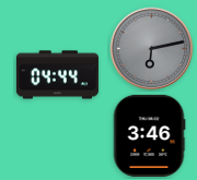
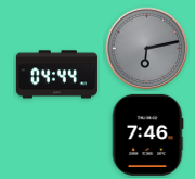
clock at (152, 49) position: (152, 49) -> (147, 49)
clock at (149, 135): 3:46 -> 7:46
